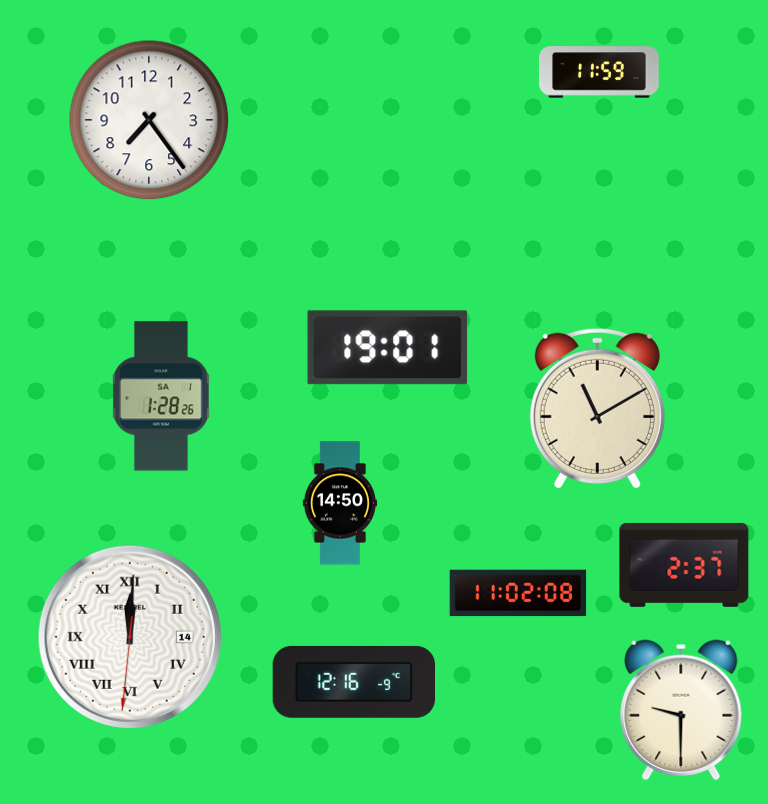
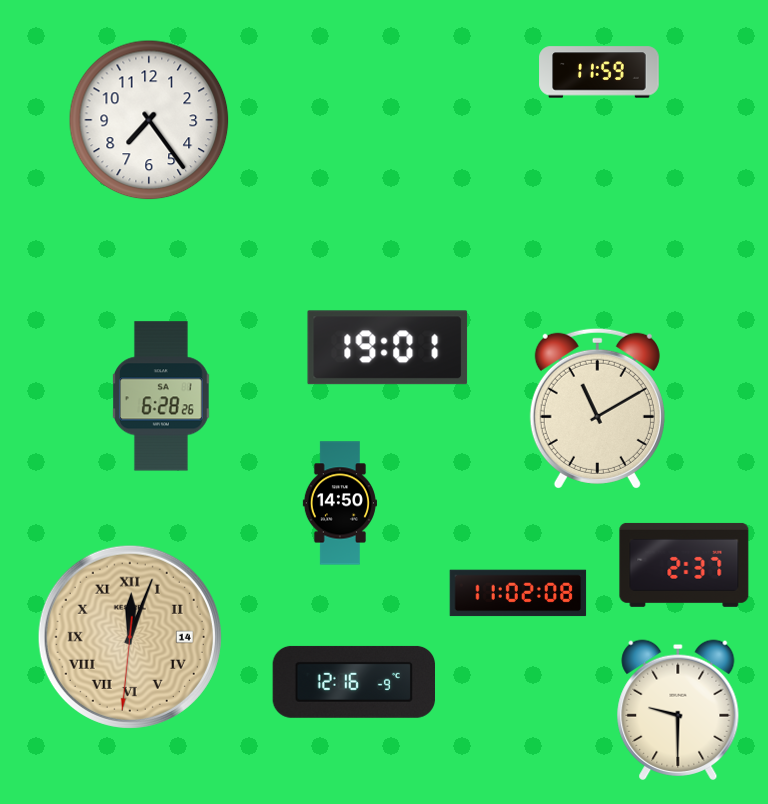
clock at (162, 396): 1:28 -> 6:28
clock at (130, 637): 12:00 -> 12:03
clock at (130, 637) dial: white -> champagne
clock at (681, 710) position: (681, 710) -> (678, 710)
